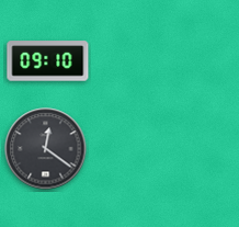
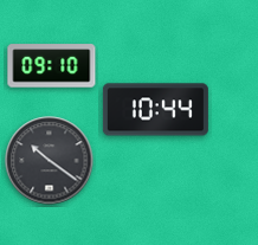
clock at (155, 110): none -> 10:44
clock at (46, 149): 12:21 -> 10:21
